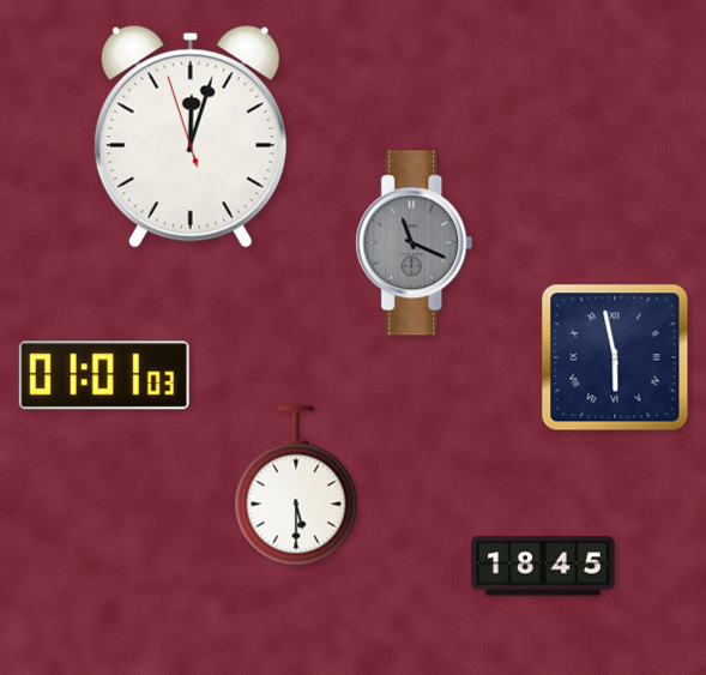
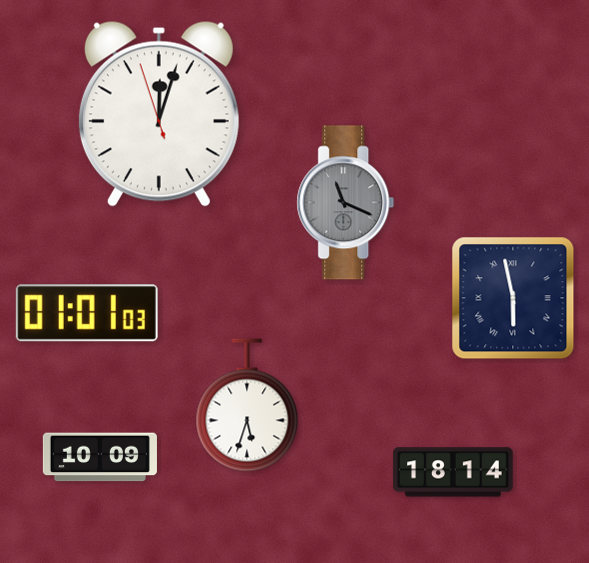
clock at (296, 486): 5:30 -> 5:33
clock at (100, 457): none -> 10:09
clock at (543, 566): 18:45 -> 18:14
